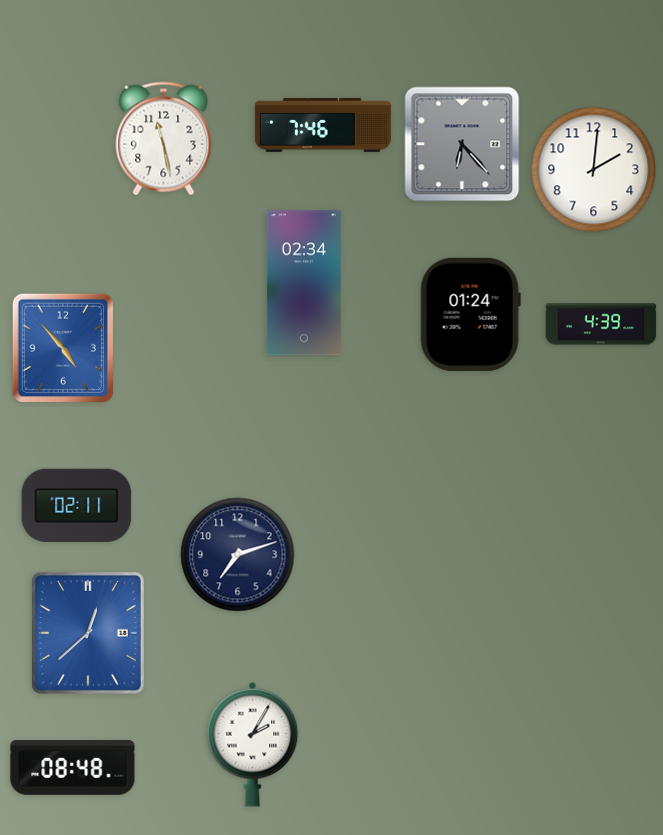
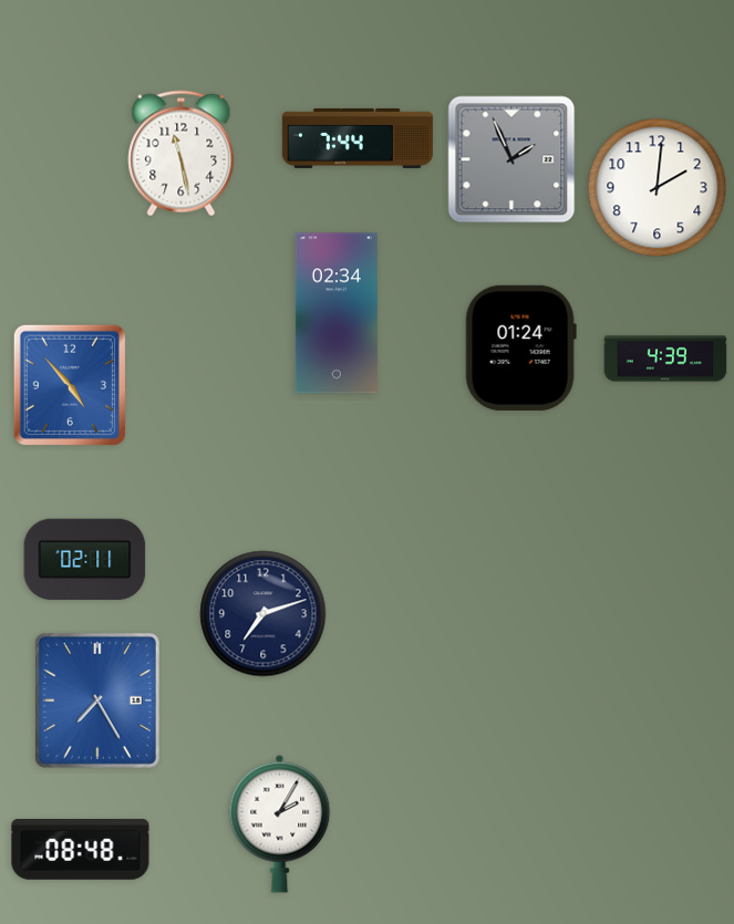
clock at (323, 125): 7:46 -> 7:44
clock at (462, 144): 6:23 -> 1:56
clock at (88, 633): 12:38 -> 7:25
